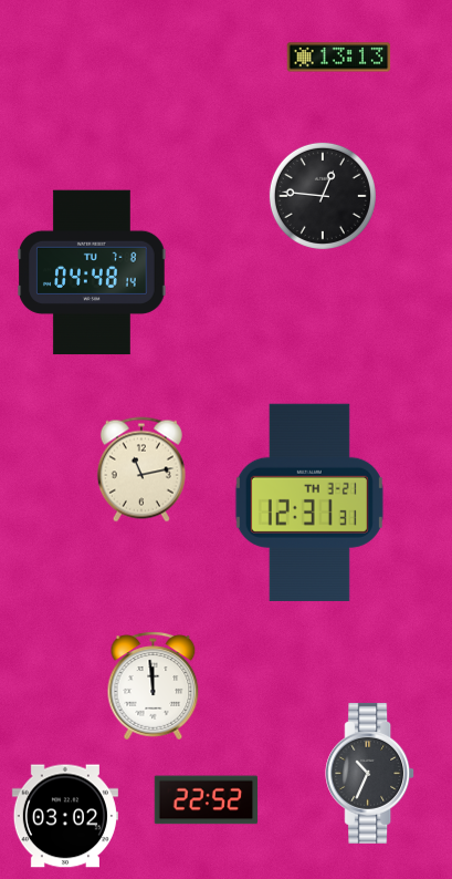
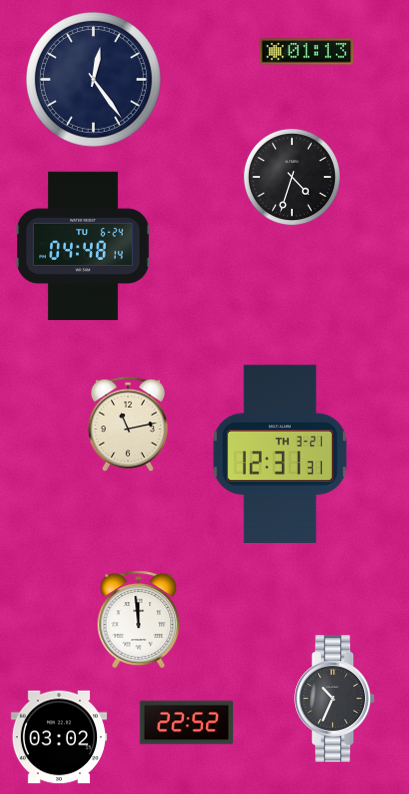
clock at (339, 58): 13:13 -> 01:13
clock at (94, 80): none -> 12:24
clock at (323, 196): 12:46 -> 4:33
clock at (92, 272) date: TU 7-8 -> TU 6-24
